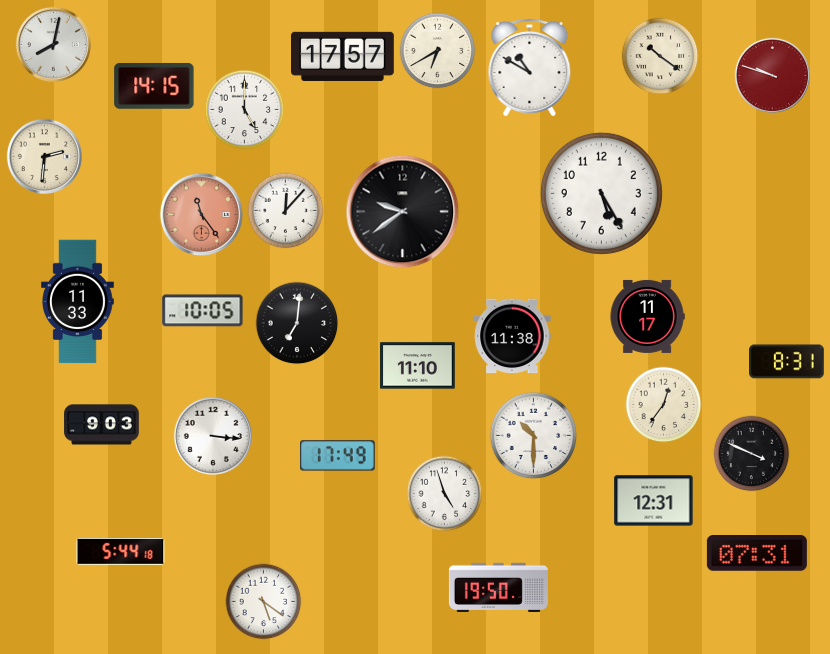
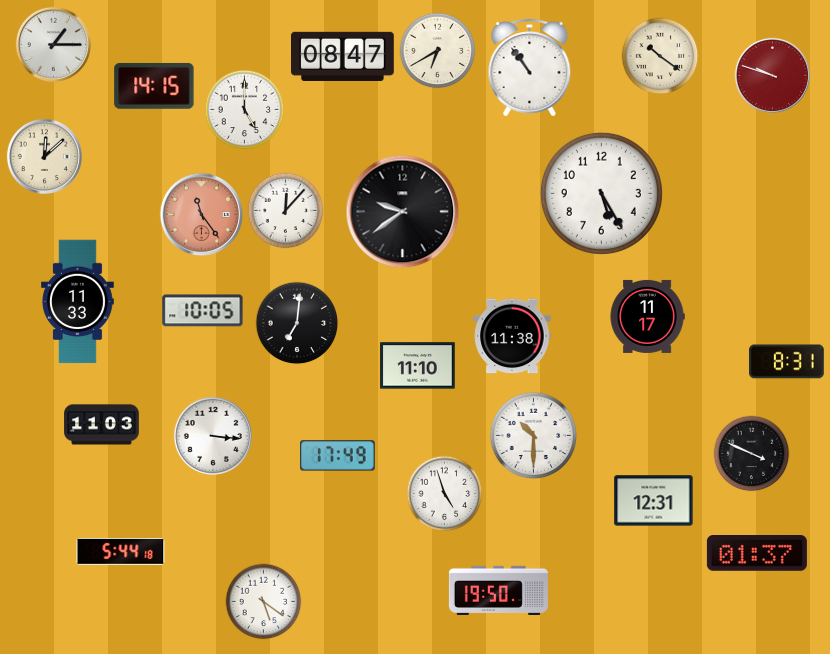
clock at (53, 44): 8:02 -> 1:15
clock at (343, 56): 17:57 -> 08:47
clock at (530, 68): 10:50 -> 10:54
clock at (44, 156): 2:31 -> 12:08
clock at (664, 405): 12:36 -> none
clock at (102, 425): 9:03 -> 11:03
clock at (757, 554): 07:31 -> 01:37
clock at (498, 587) position: (498, 587) -> (498, 590)
